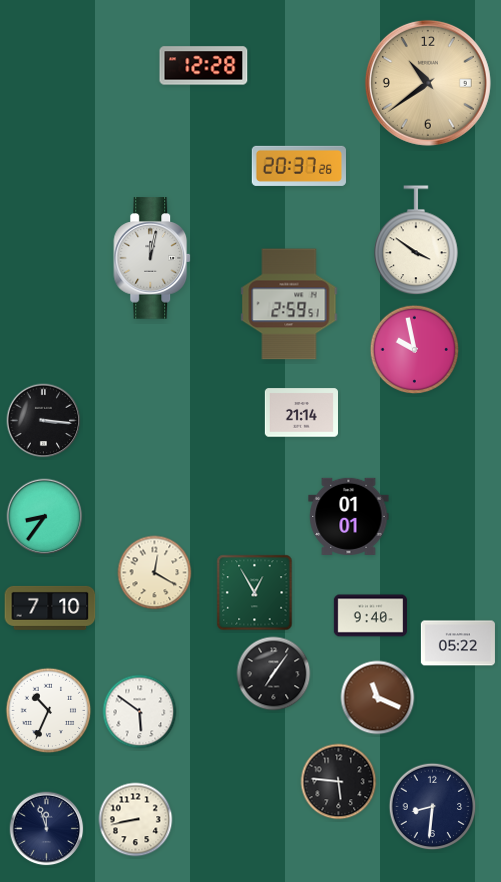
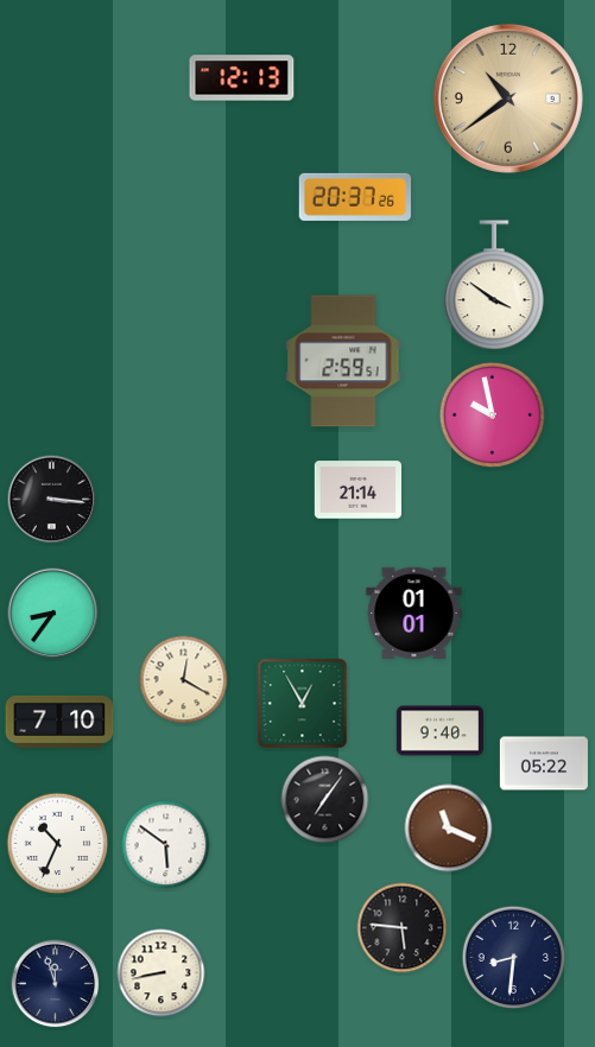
clock at (204, 66): 12:28 -> 12:13
clock at (153, 258): 12:02 -> none
